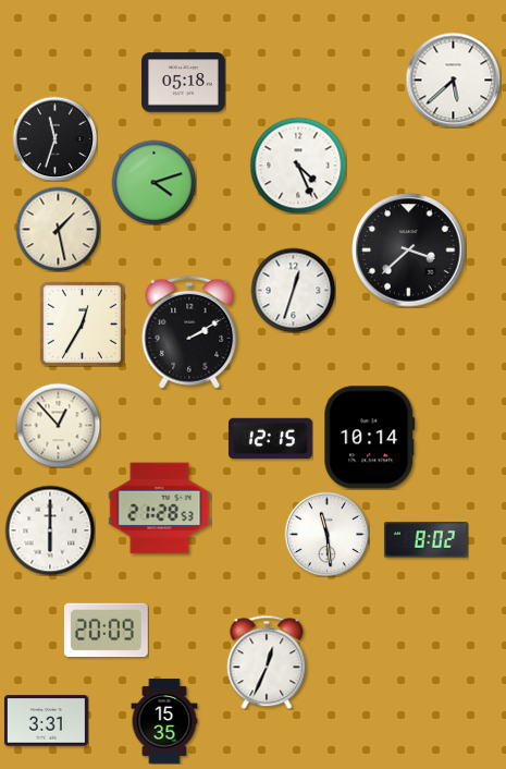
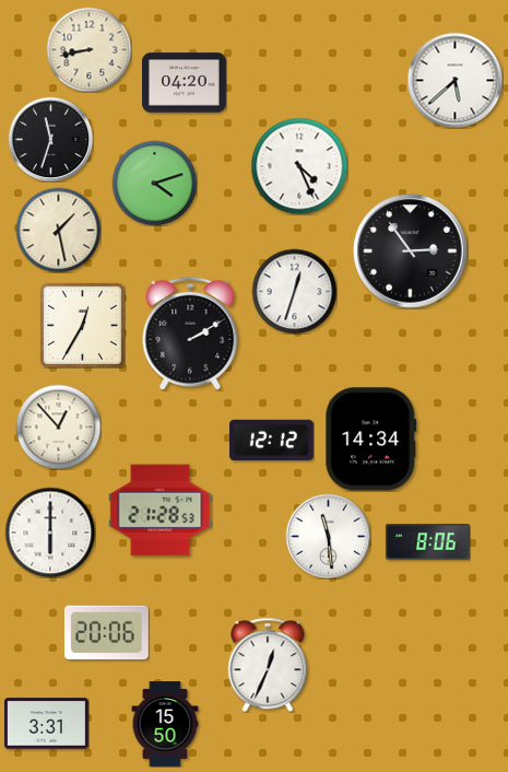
clock at (88, 49): none -> 8:43
clock at (184, 83): 05:18 -> 04:20
clock at (54, 138) position: (54, 138) -> (50, 139)
clock at (409, 251): 3:38 -> 2:54
clock at (370, 438): 10:14 -> 14:34
clock at (270, 439): 12:15 -> 12:12
clock at (425, 540): 8:02 -> 8:06
clock at (106, 631): 20:09 -> 20:06
clock at (164, 721): 15:35 -> 15:50
